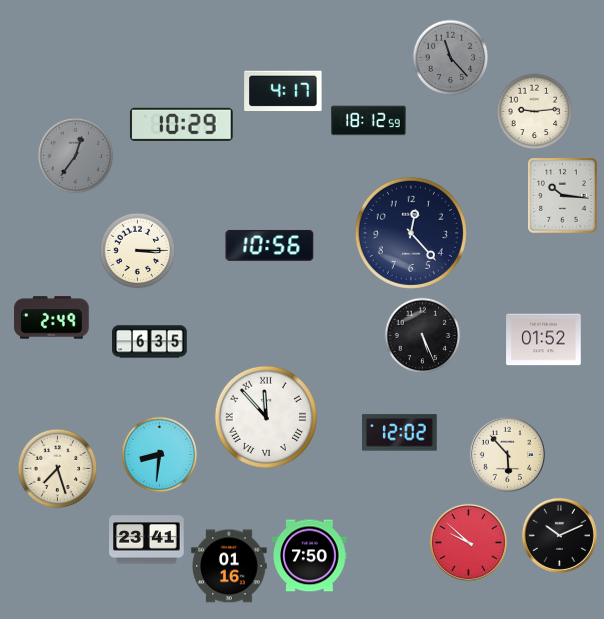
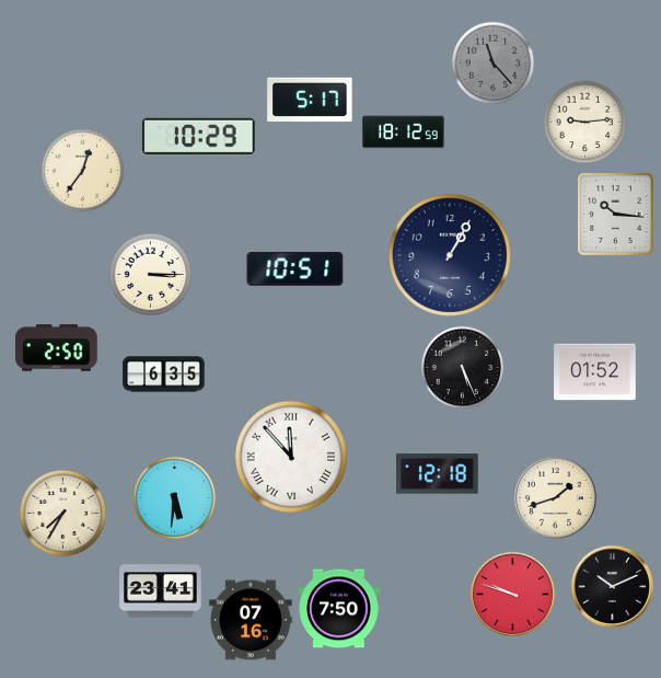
clock at (283, 91): 4:17 -> 5:17
clock at (76, 156) dial: grey -> cream
clock at (411, 233): 12:23 -> 1:05
clock at (270, 246): 10:56 -> 10:51
clock at (52, 318): 2:49 -> 2:50
clock at (400, 433): 12:02 -> 12:18
clock at (507, 454): 5:53 -> 1:42
clock at (160, 455): 8:31 -> 5:31
clock at (58, 469): 7:27 -> 7:35
clock at (468, 542): 9:52 -> 9:48
clock at (229, 566): 01:16 -> 07:16
